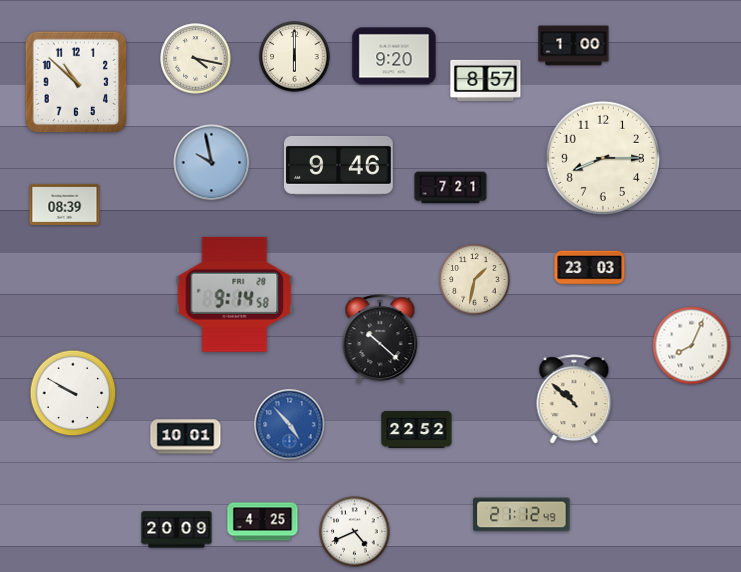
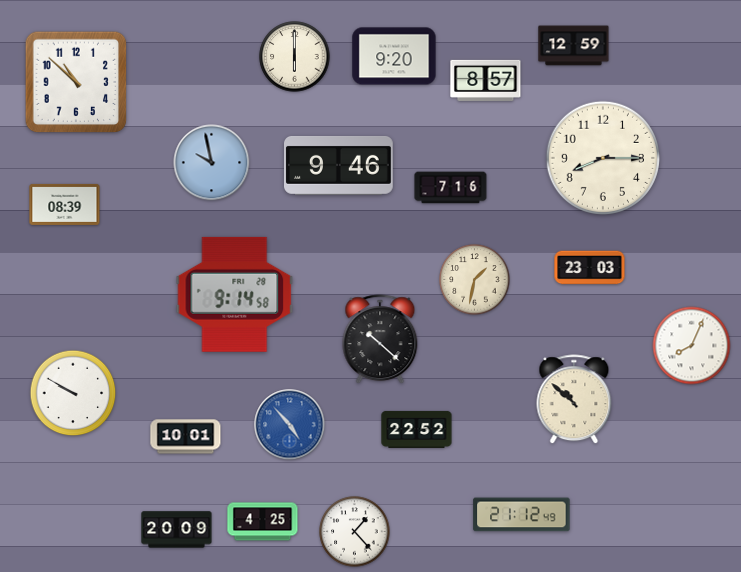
clock at (574, 46): 1:00 -> 12:59
clock at (196, 59): 4:17 -> none
clock at (451, 188): 7:21 -> 7:16
clock at (355, 532): 4:41 -> 1:23
